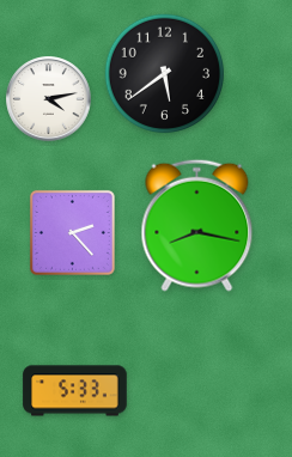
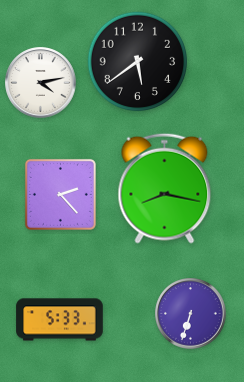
clock at (191, 314): none -> 6:33
clock at (75, 391) position: (75, 391) -> (60, 320)
